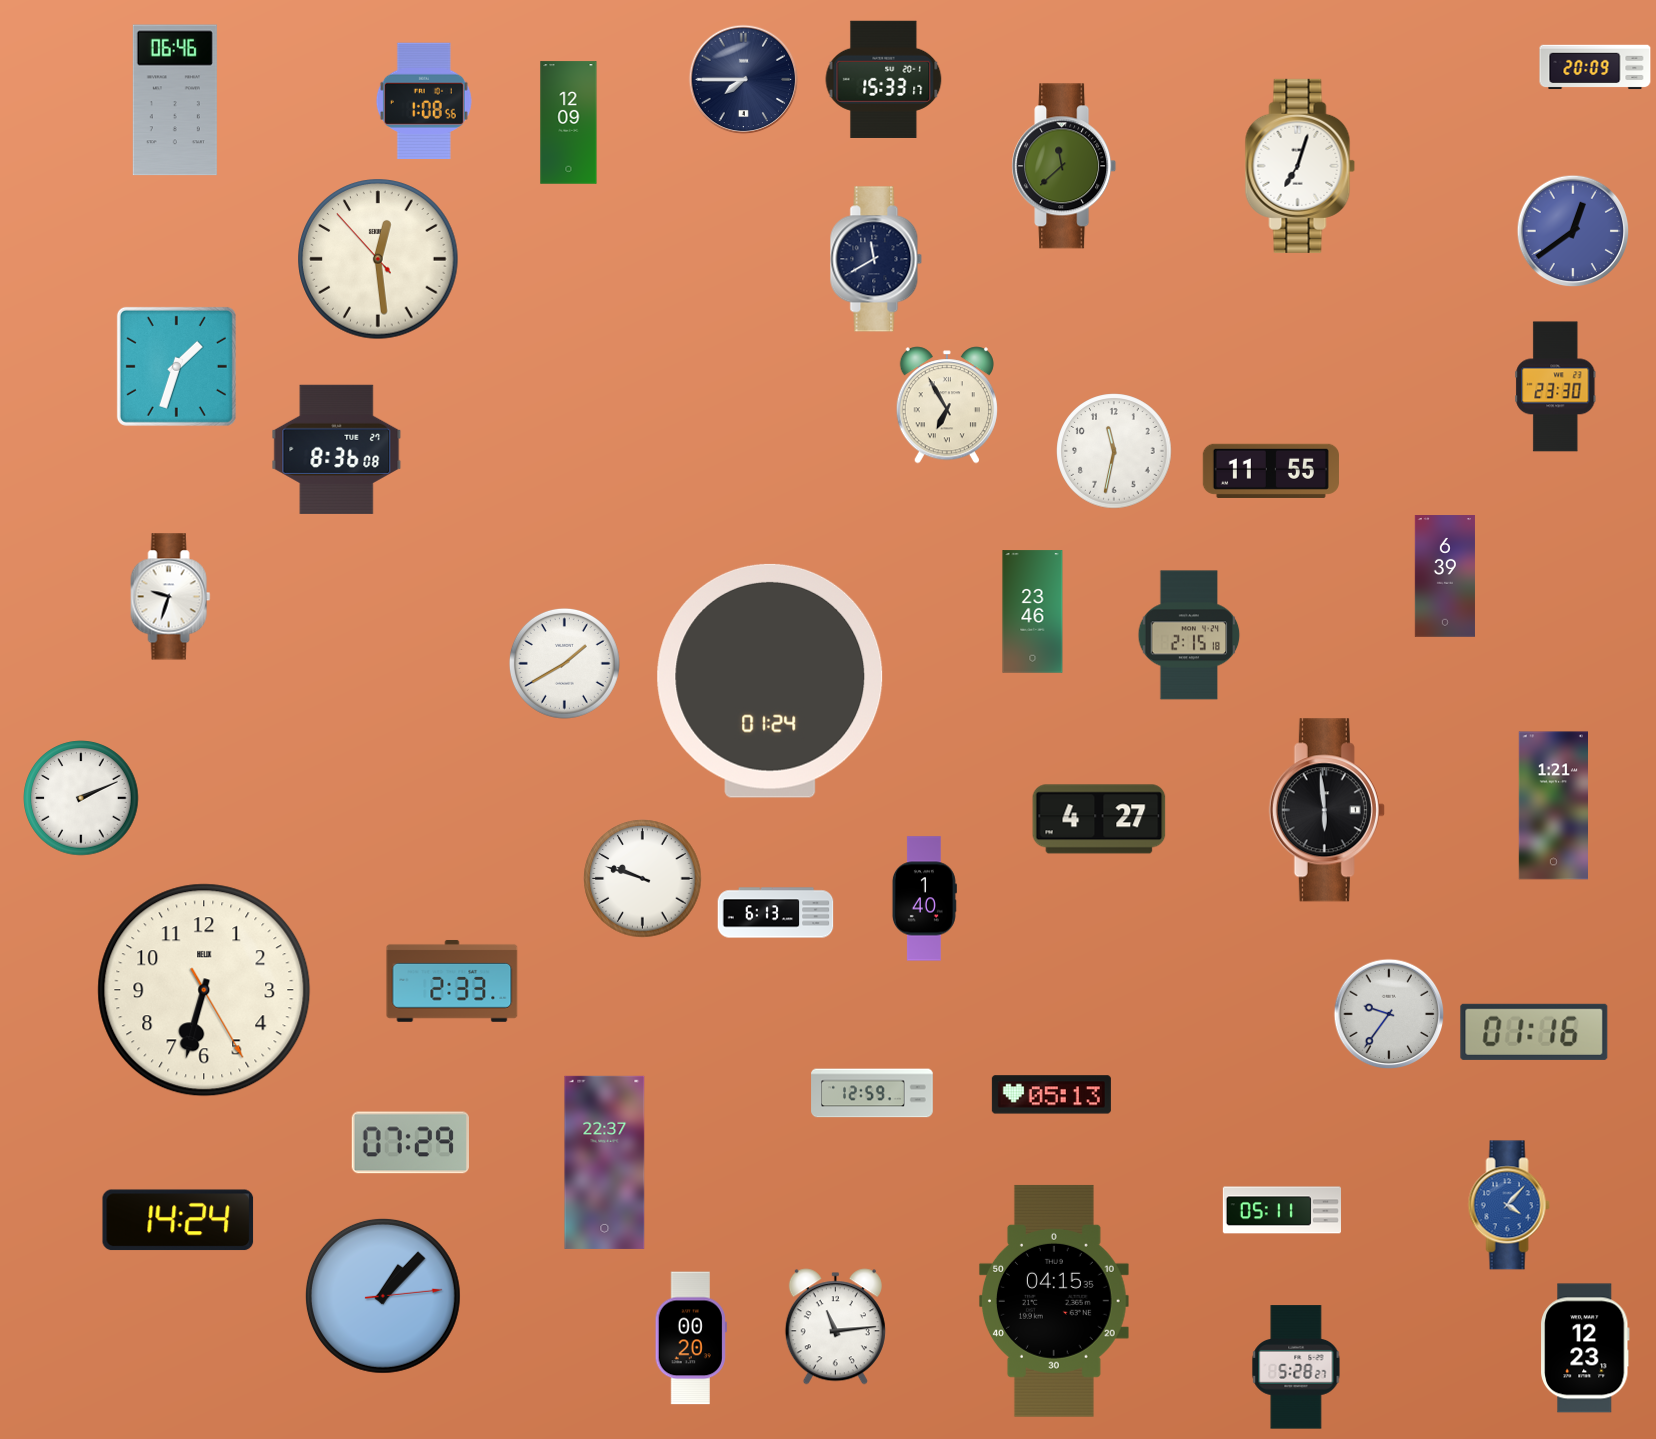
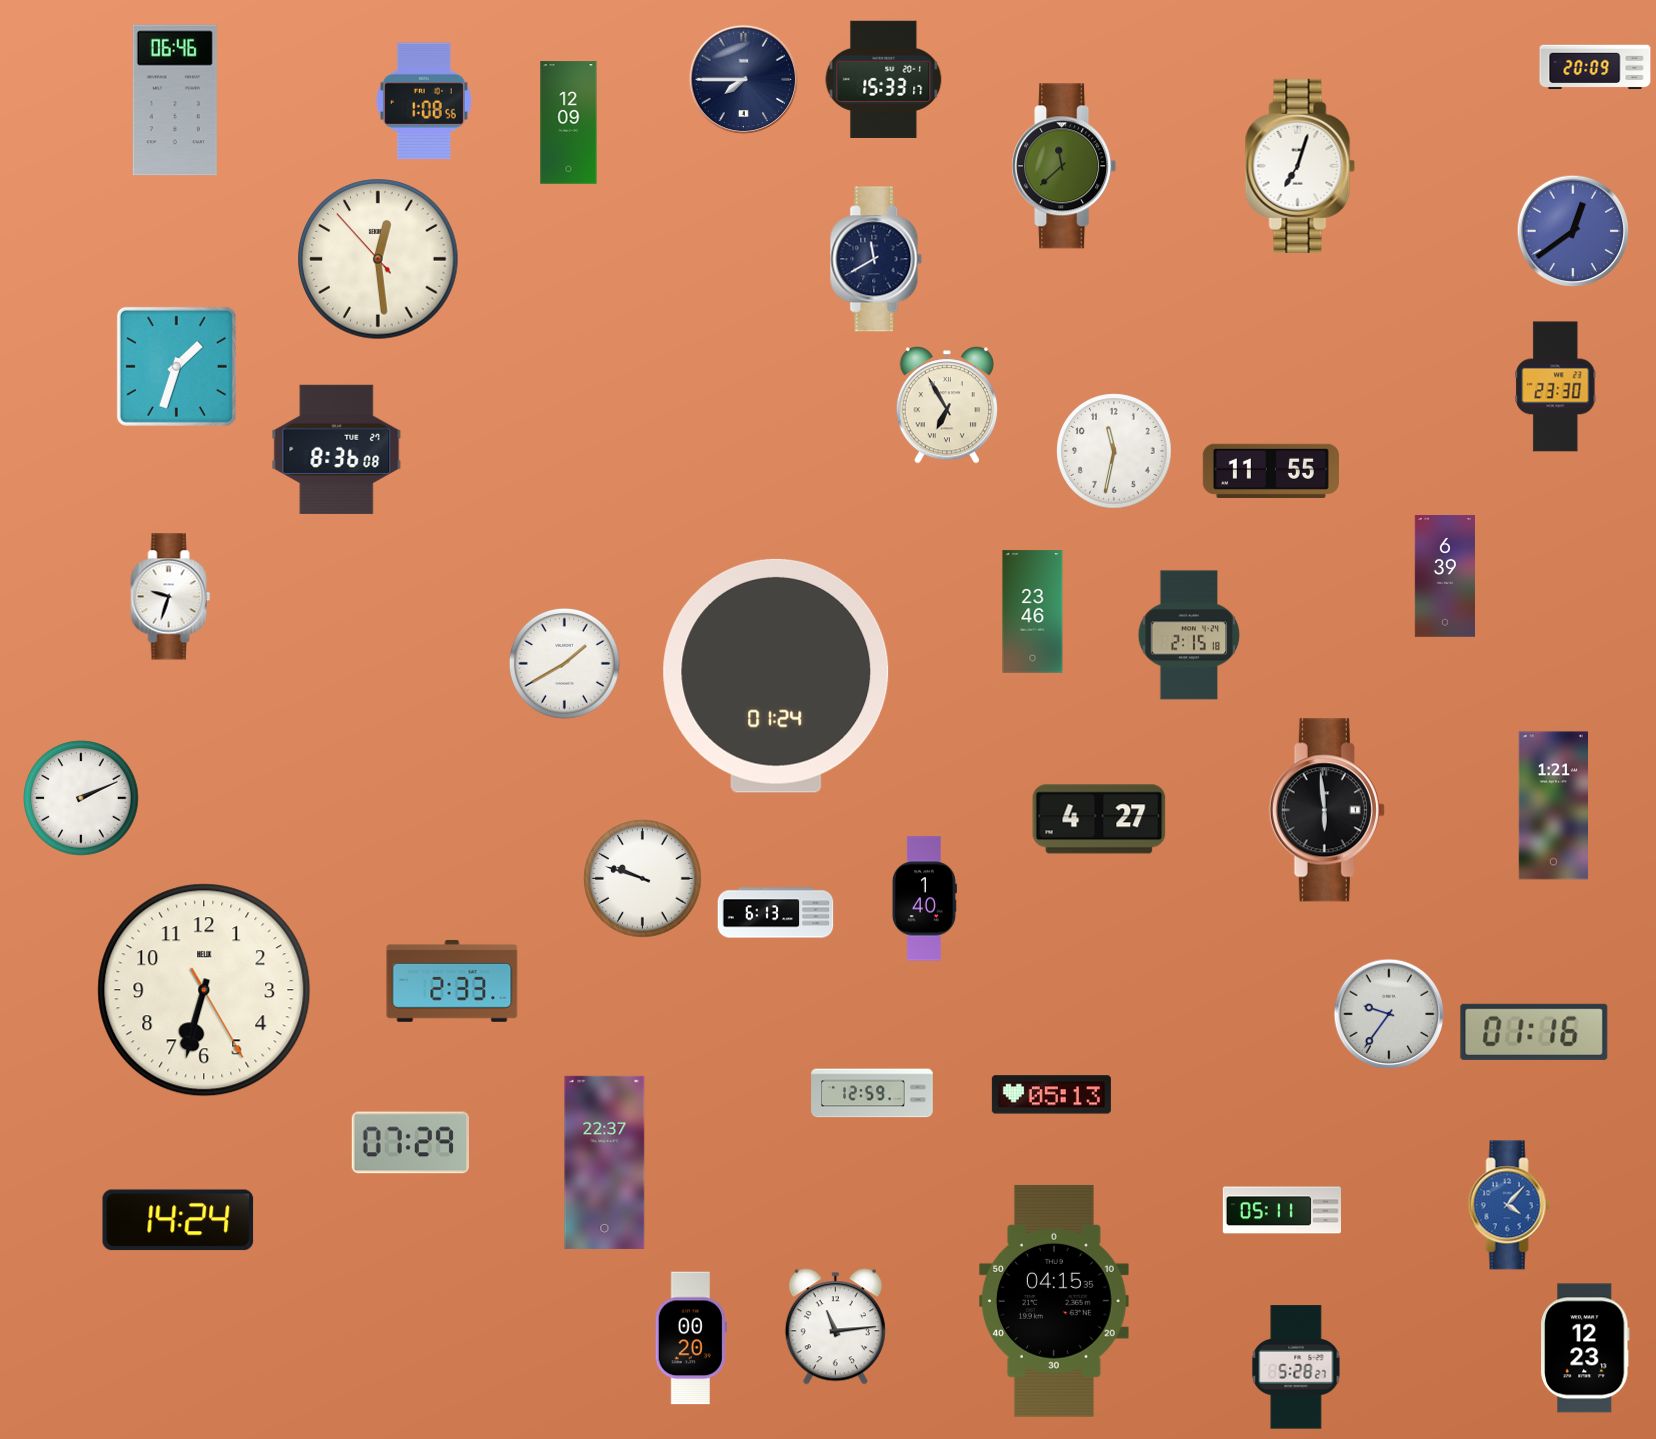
clock at (770, 681) position: (770, 681) -> (776, 676)
clock at (383, 1296): 1:07 -> none
